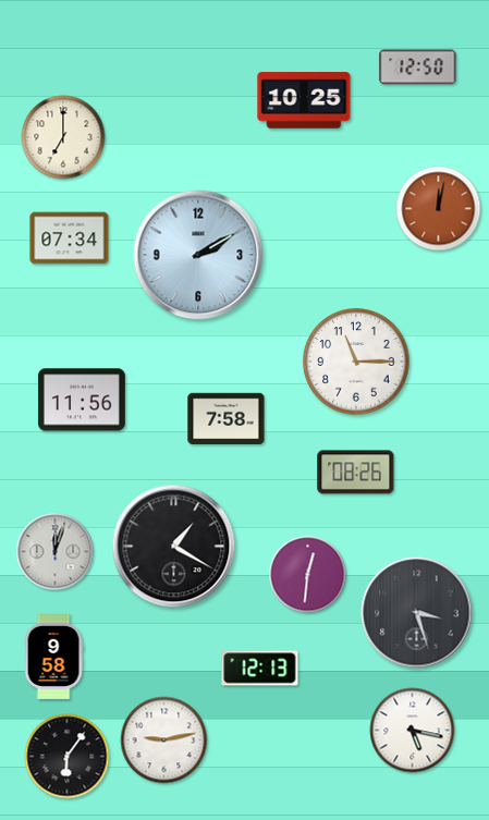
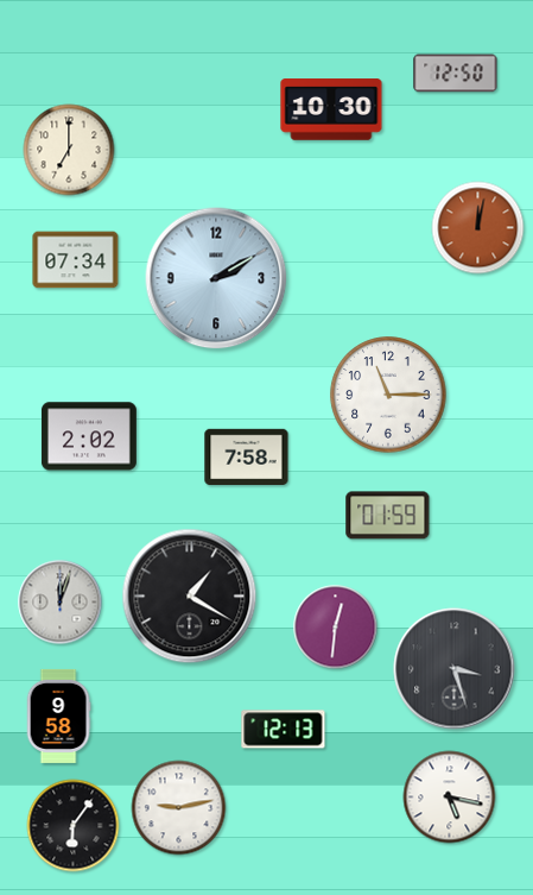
clock at (304, 100): 10:25 -> 10:30
clock at (82, 400): 11:56 -> 2:02
clock at (356, 473): 08:26 -> 01:59
